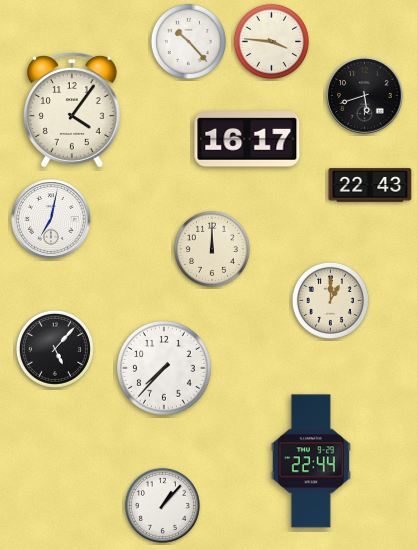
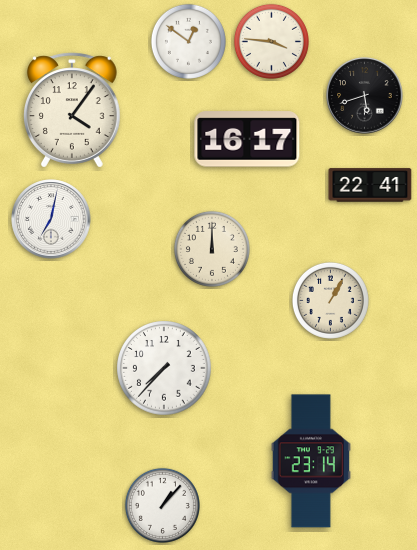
clock at (188, 41): 10:23 -> 12:51
clock at (370, 185): 22:43 -> 22:41
clock at (330, 300): 1:00 -> 1:05
clock at (55, 349): 5:07 -> none
clock at (311, 461): 22:44 -> 23:14
